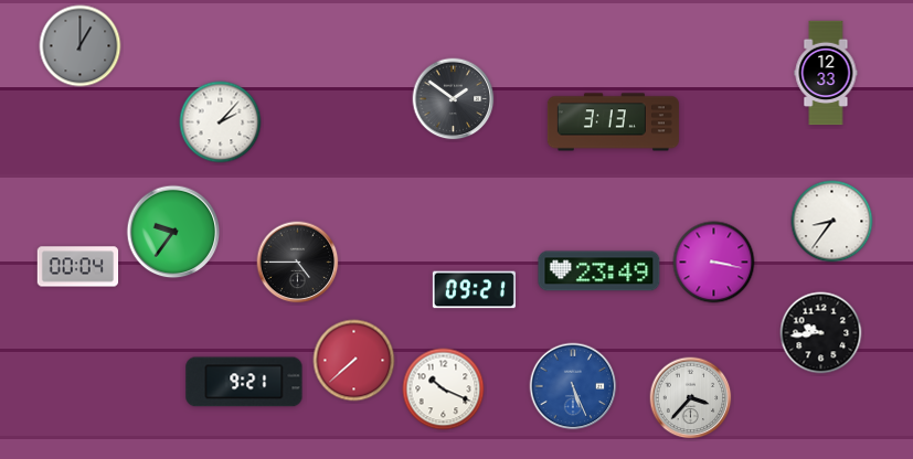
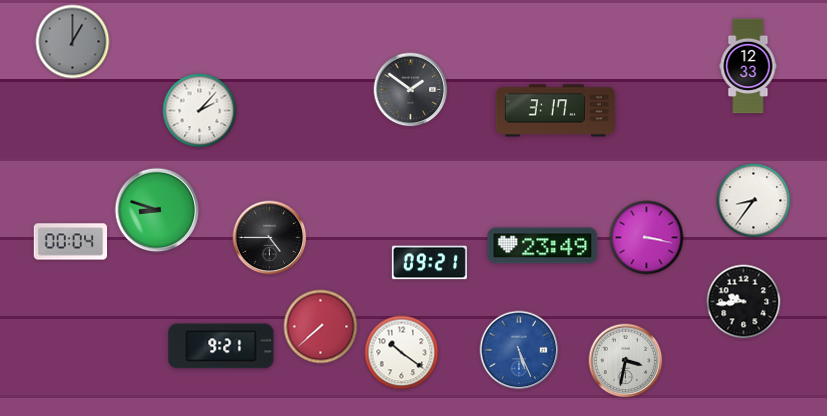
clock at (613, 122): 3:13 -> 3:17
clock at (173, 232): 9:36 -> 8:48
clock at (444, 389): 10:19 -> 10:21
clock at (691, 398): 3:37 -> 3:32
